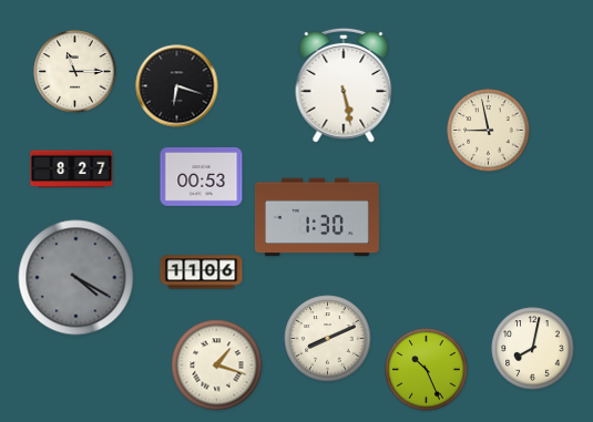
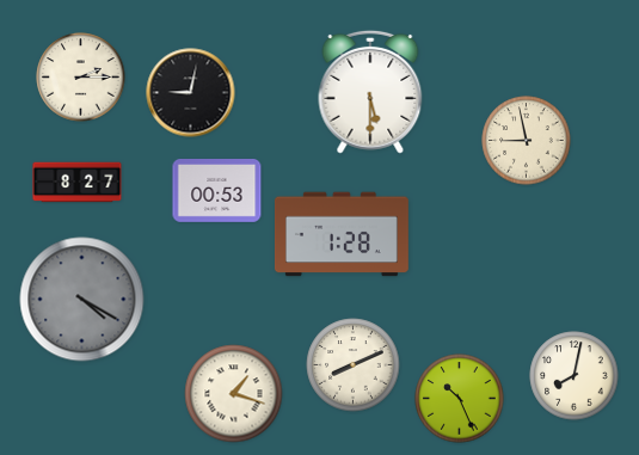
clock at (75, 72): 11:15 -> 2:15
clock at (344, 85): 5:28 -> 5:30
clock at (177, 86): 6:18 -> 9:02
clock at (317, 217): 1:30 -> 1:28
clock at (202, 272): 11:06 -> none
